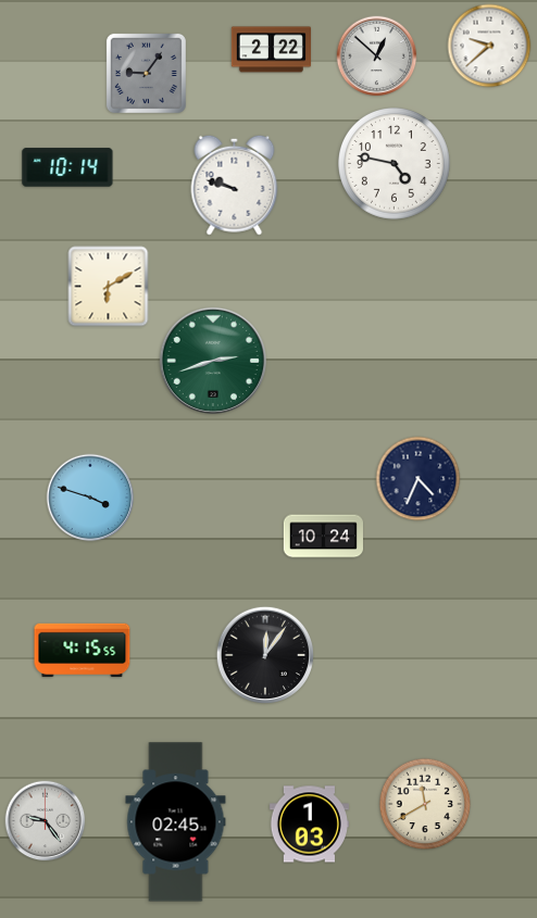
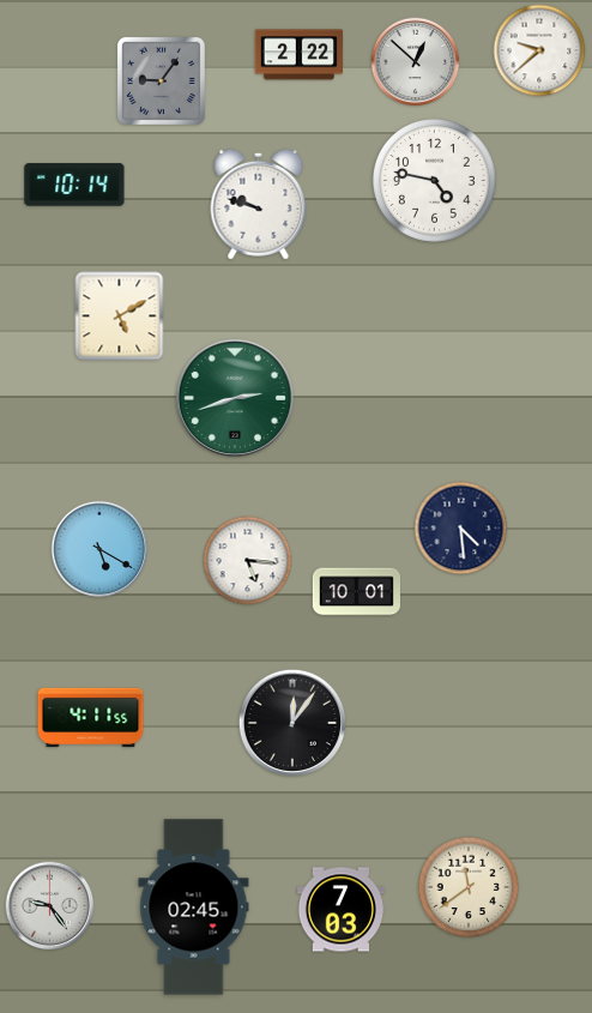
clock at (109, 287): 6:10 -> 5:10
clock at (419, 479): 4:34 -> 4:29
clock at (90, 498): 3:48 -> 5:20
clock at (248, 561): none -> 5:16
clock at (323, 537): 10:24 -> 10:01
clock at (83, 651): 4:15 -> 4:11
clock at (425, 804): 11:40 -> 11:39
clock at (309, 825): 1:03 -> 7:03
